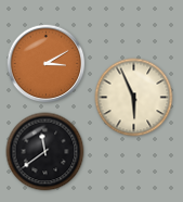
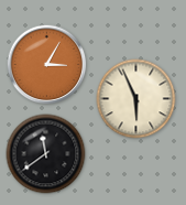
clock at (47, 64): 3:10 -> 3:05
